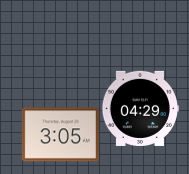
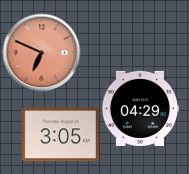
clock at (41, 52): none -> 6:49
